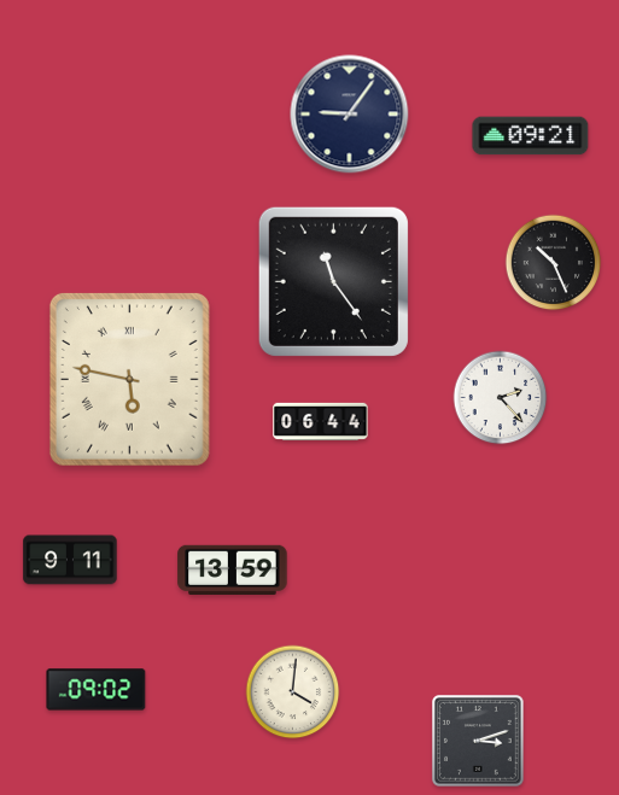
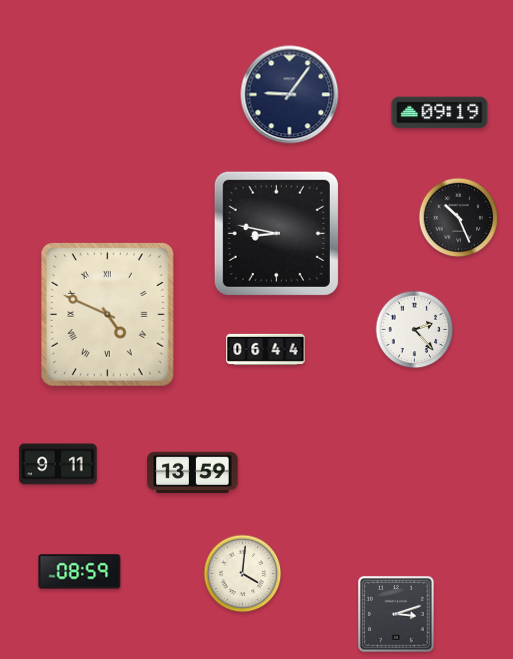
clock at (531, 136): 09:21 -> 09:19
clock at (333, 281): 11:24 -> 8:47
clock at (129, 379): 5:47 -> 4:49
clock at (97, 690): 09:02 -> 08:59
